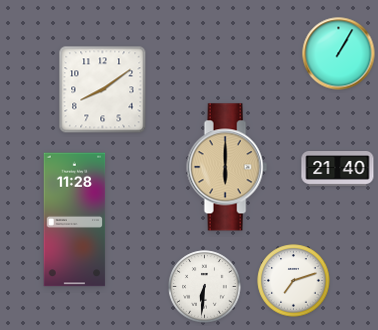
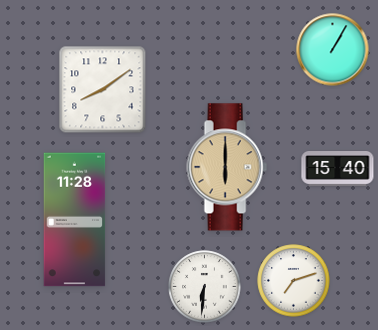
clock at (339, 54) position: (339, 54) -> (333, 50)
clock at (338, 169): 21:40 -> 15:40
